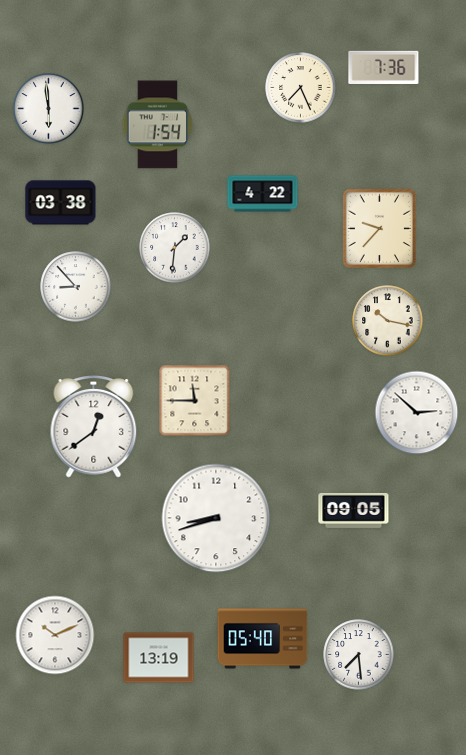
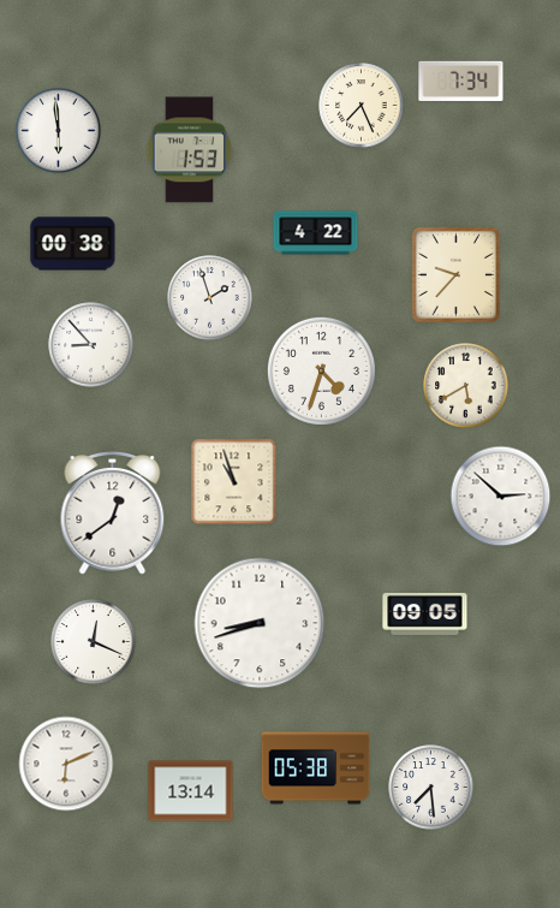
clock at (384, 67): 7:36 -> 7:34
clock at (158, 125): 1:54 -> 1:53
clock at (61, 203): 03:38 -> 00:38
clock at (175, 248): 1:31 -> 1:57
clock at (321, 370): none -> 4:33
clock at (388, 321): 10:17 -> 5:40
clock at (195, 401): 11:45 -> 10:57
clock at (94, 642): none -> 12:19
clock at (55, 635): 10:11 -> 6:11
clock at (263, 639): 05:40 -> 05:38
clock at (159, 658): 13:19 -> 13:14
